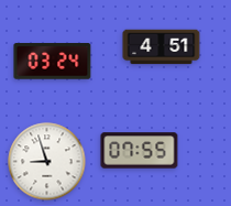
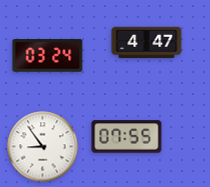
clock at (162, 47): 4:51 -> 4:47
clock at (47, 162): 8:57 -> 8:54
